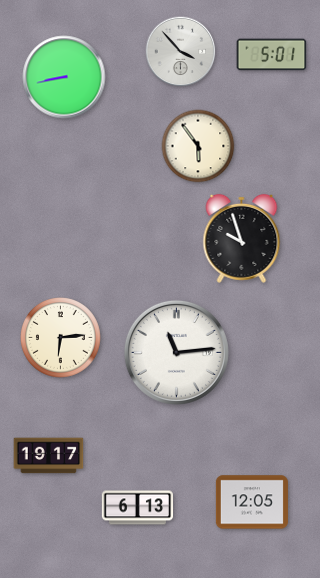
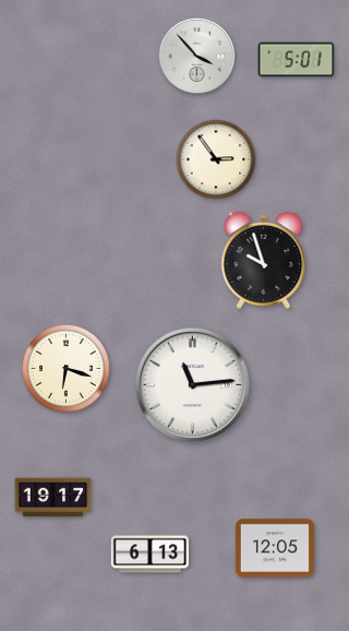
clock at (64, 77): 8:43 -> none
clock at (198, 146): 5:54 -> 2:54
clock at (61, 338): 6:14 -> 6:18
